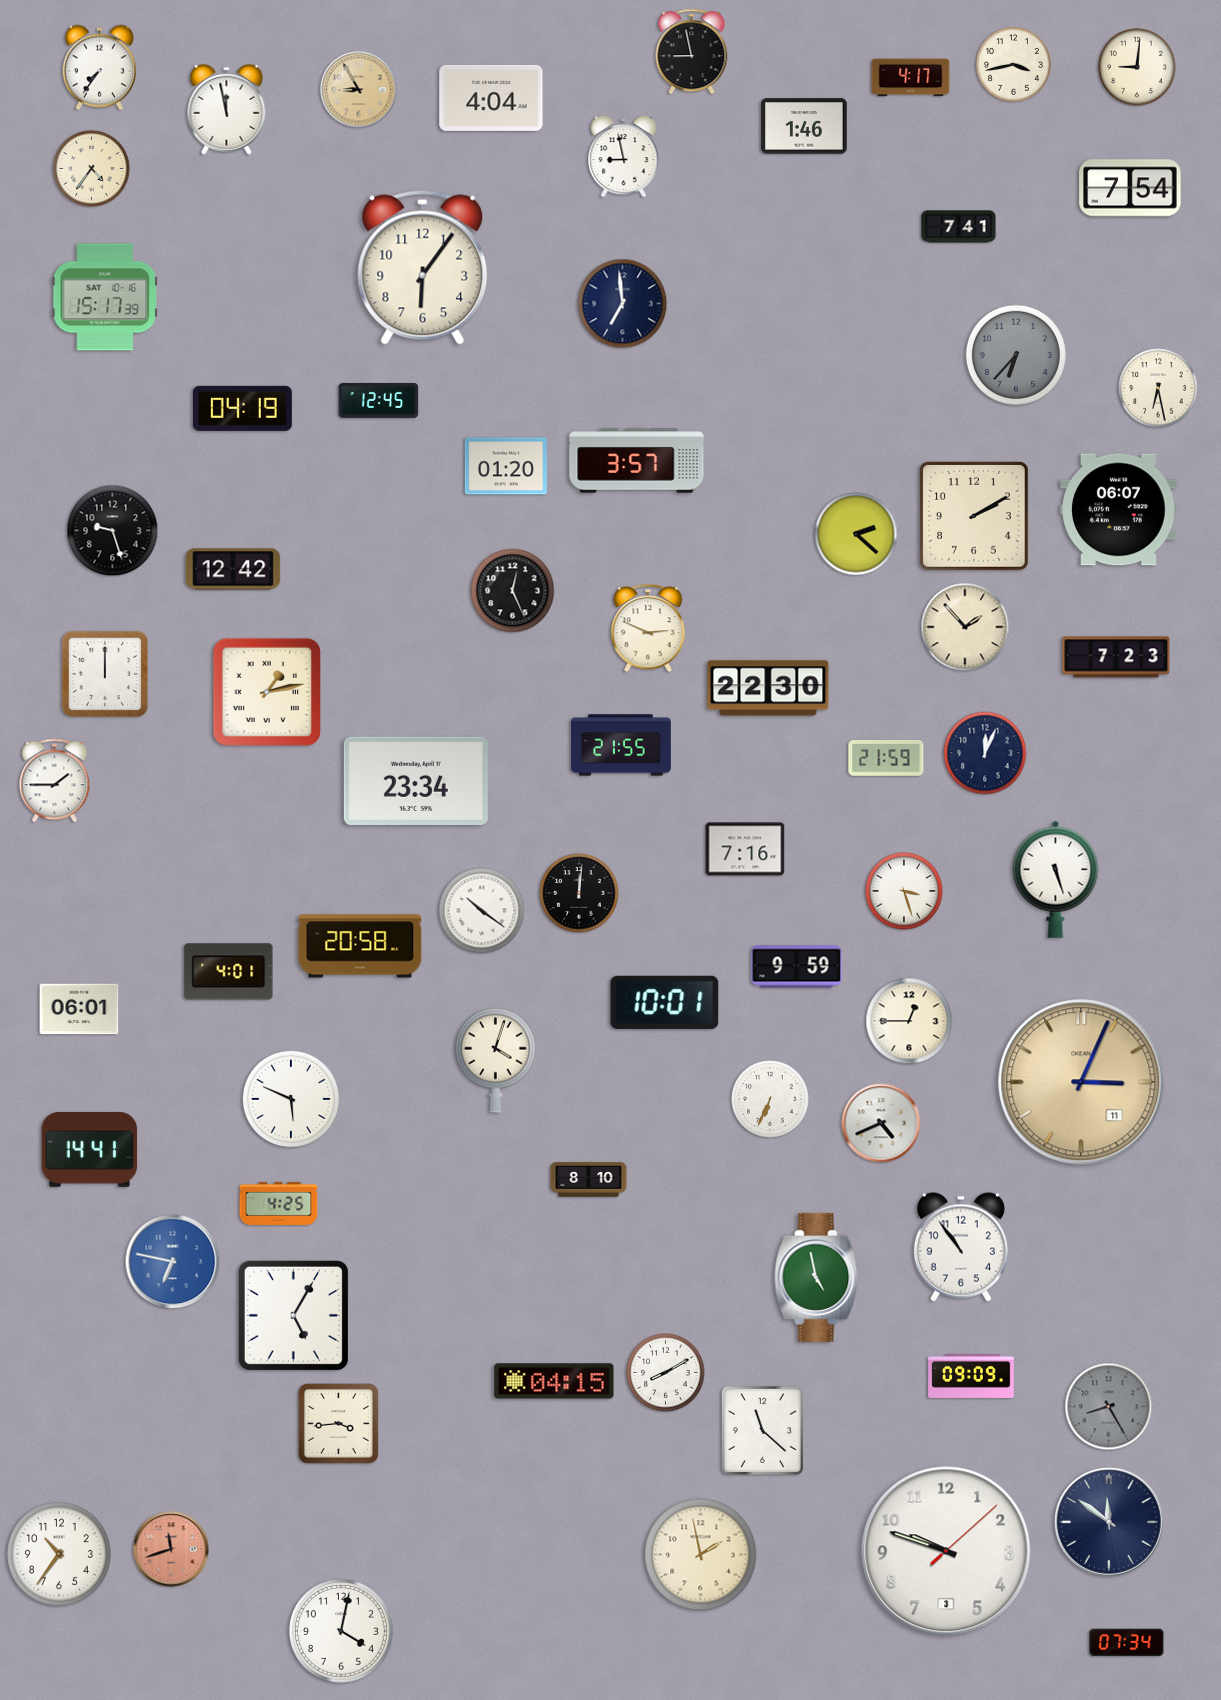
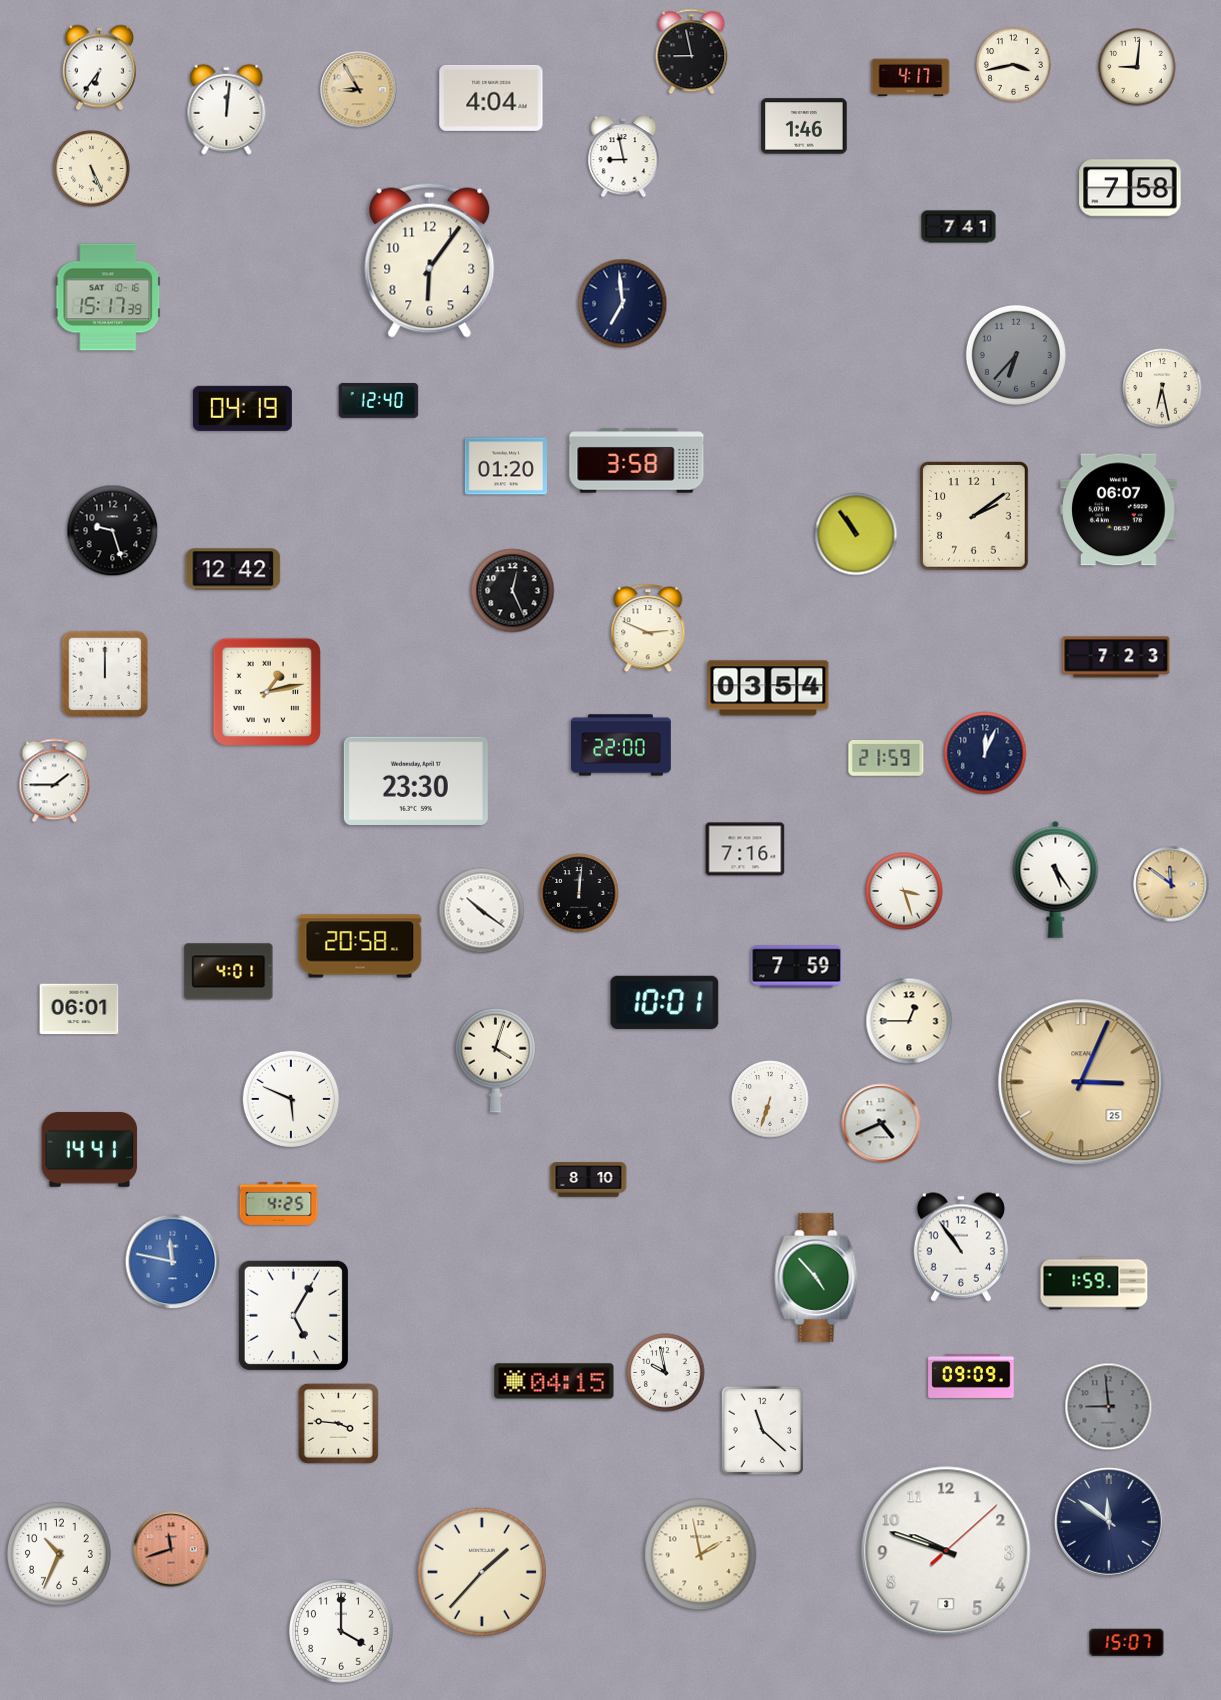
clock at (99, 68): 7:36 -> 6:36
clock at (227, 109): 11:58 -> 12:01
clock at (92, 169): 4:36 -> 5:26
clock at (1130, 188): 7:54 -> 7:58
clock at (423, 267) position: (423, 267) -> (430, 260)
clock at (105, 297) position: (105, 297) -> (108, 297)
clock at (1158, 388) position: (1158, 388) -> (1162, 388)
clock at (379, 400): 12:45 -> 12:40
clock at (637, 461): 3:57 -> 3:58
clock at (975, 517): 2:10 -> 2:09
clock at (856, 534): 2:22 -> 10:54
clock at (965, 627): 1:53 -> none
clock at (768, 688): 22:30 -> 03:54
clock at (622, 745): 21:55 -> 22:00
clock at (416, 780): 23:34 -> 23:30
clock at (1056, 879): 5:27 -> 5:24
clock at (1171, 884): none -> 11:51
clock at (797, 967): 9:59 -> 7:59
clock at (1081, 1082) date: 11 -> 25
clock at (770, 1099): 6:34 -> 6:33
clock at (173, 1262): 6:47 -> 11:47
clock at (817, 1277): 4:58 -> 4:53
clock at (1094, 1283): none -> 1:59
clock at (666, 1373): 8:10 -> 9:58
clock at (1109, 1407): 8:25 -> 8:59
clock at (338, 1423): 3:44 -> 3:46
clock at (60, 1555): 10:36 -> 10:34
clock at (482, 1572): none -> 1:37
clock at (342, 1632): 4:02 -> 4:00
clock at (1127, 1643): 07:34 -> 15:07
